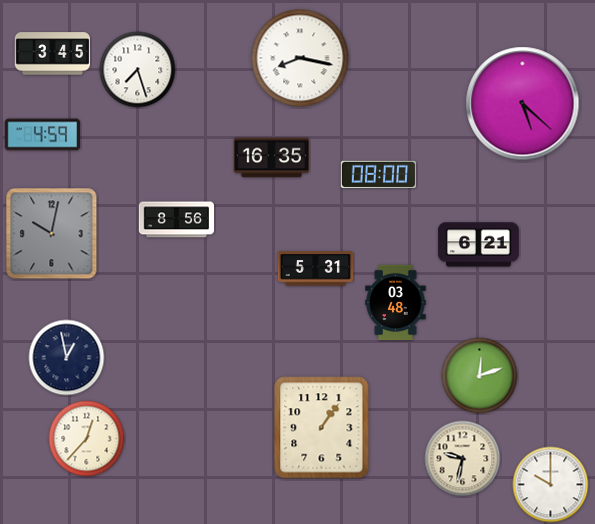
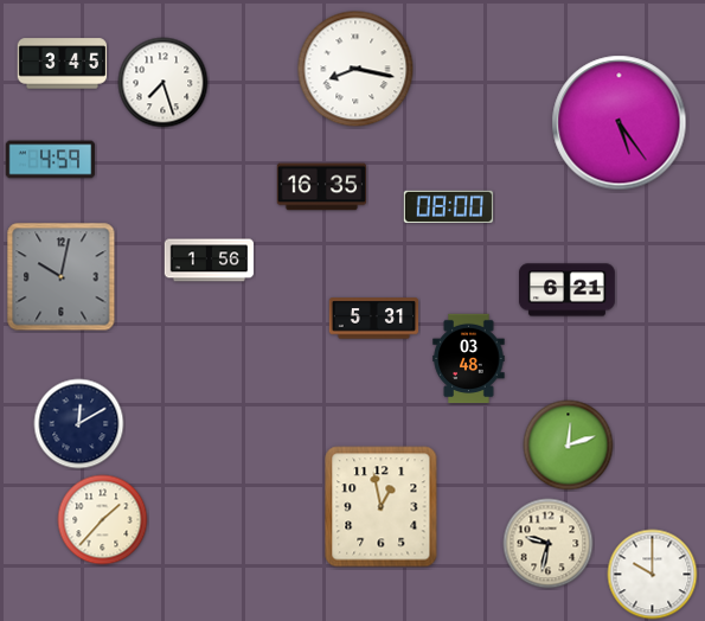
clock at (523, 104): 5:22 -> 5:24
clock at (177, 220): 8:56 -> 1:56
clock at (67, 358): 12:58 -> 12:10
clock at (322, 428): 1:06 -> 12:58
clock at (87, 439): 12:37 -> 1:37
